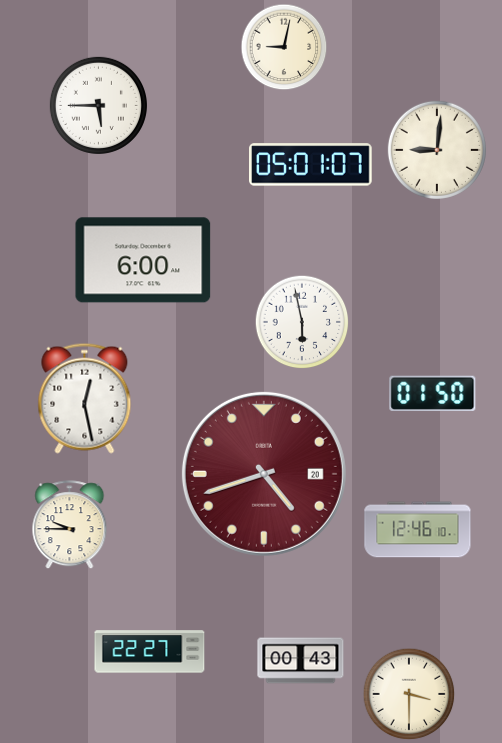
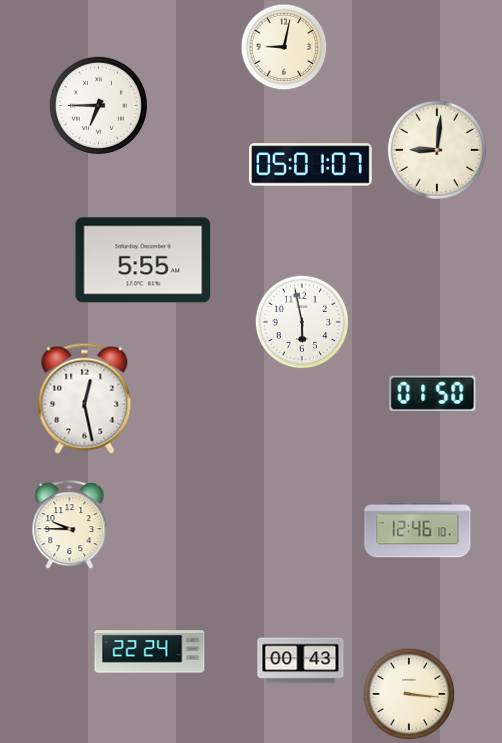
clock at (98, 105): 5:45 -> 6:45
clock at (143, 260): 6:00 -> 5:55
clock at (264, 474): 4:42 -> none
clock at (150, 652): 22:27 -> 22:24
clock at (409, 694): 3:30 -> 3:16
